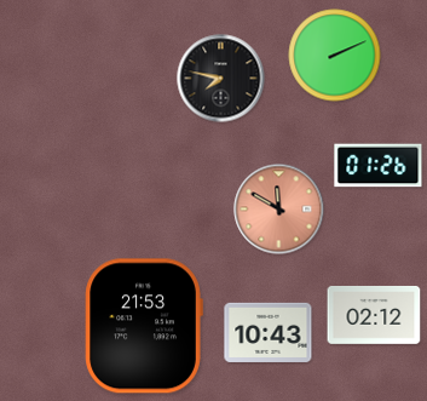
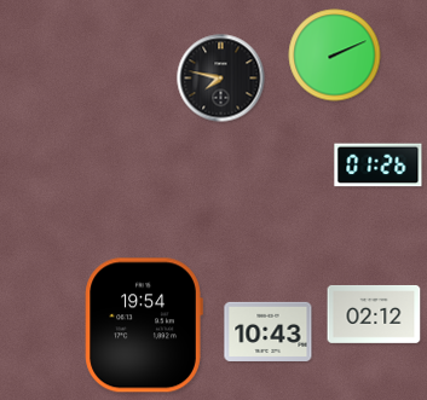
clock at (279, 210): 11:50 -> none
clock at (144, 326): 21:53 -> 19:54
